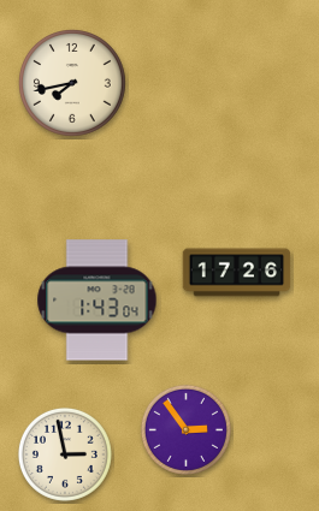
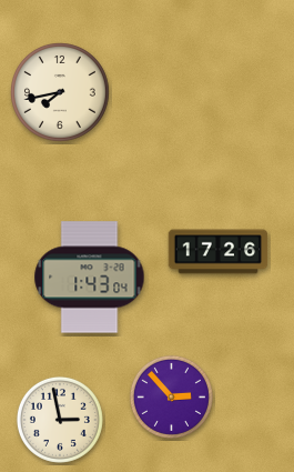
clock at (73, 84) position: (73, 84) -> (61, 93)
clock at (185, 429): 2:54 -> 2:53
